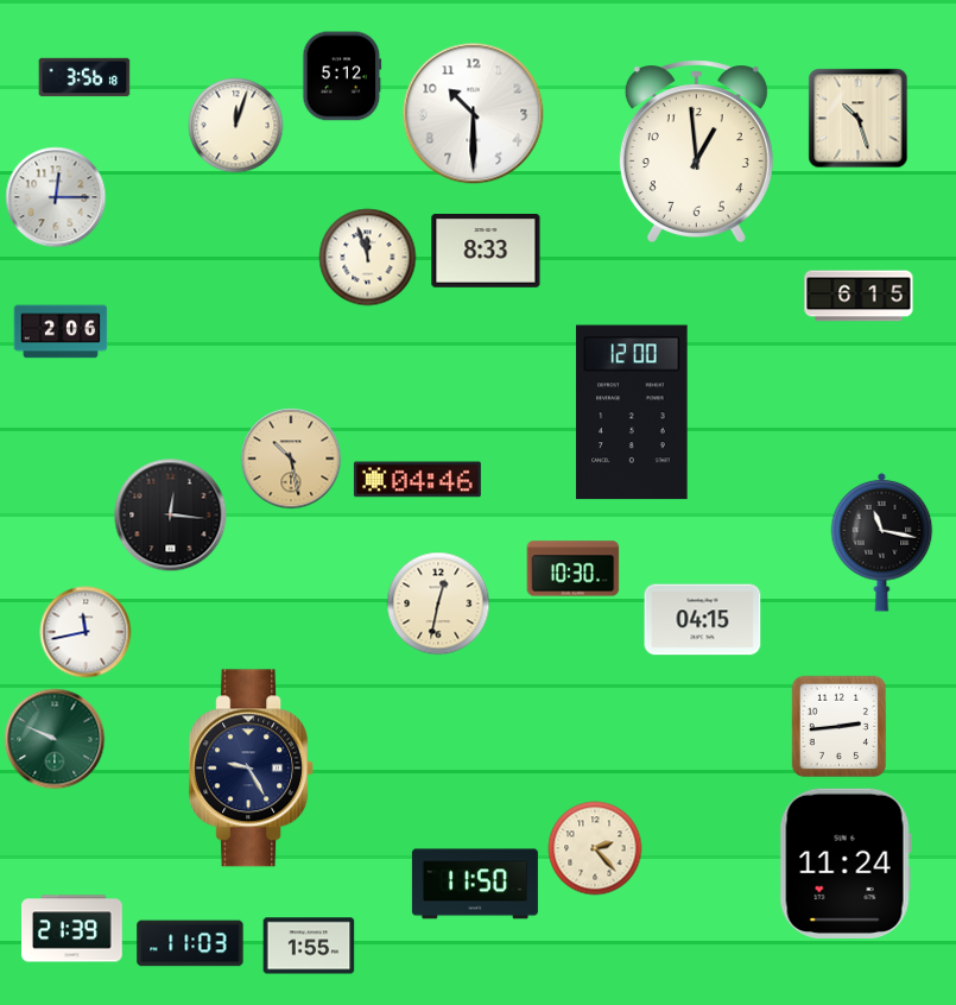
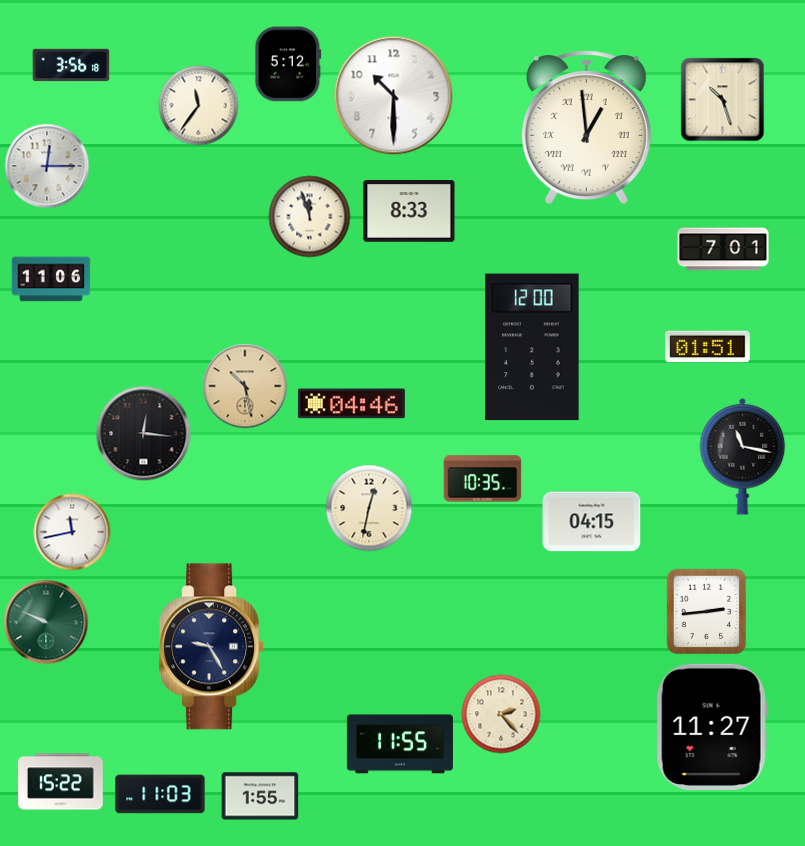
clock at (474, 114) position: (474, 114) -> (394, 96)
clock at (236, 126): 12:03 -> 11:36
clock at (696, 151) numerals: Arabic -> Roman
clock at (859, 296): 6:15 -> 7:01
clock at (61, 331): 2:06 -> 11:06
clock at (708, 347): none -> 01:51
clock at (574, 569): 10:30 -> 10:35
clock at (846, 864): 11:24 -> 11:27
clock at (475, 884): 11:50 -> 11:55
clock at (72, 929): 21:39 -> 15:22
